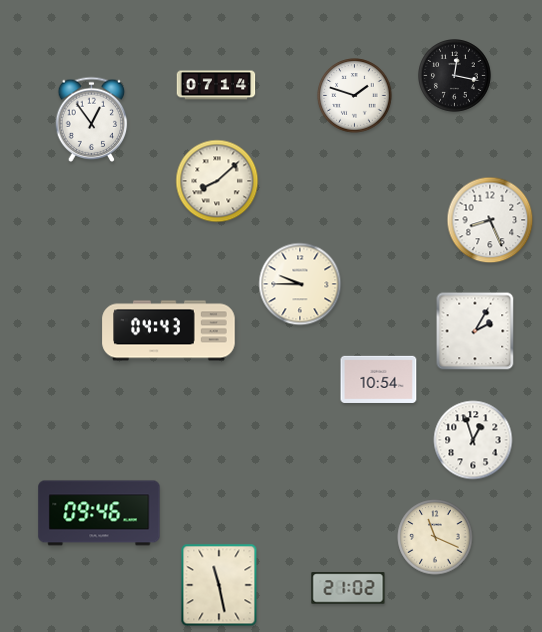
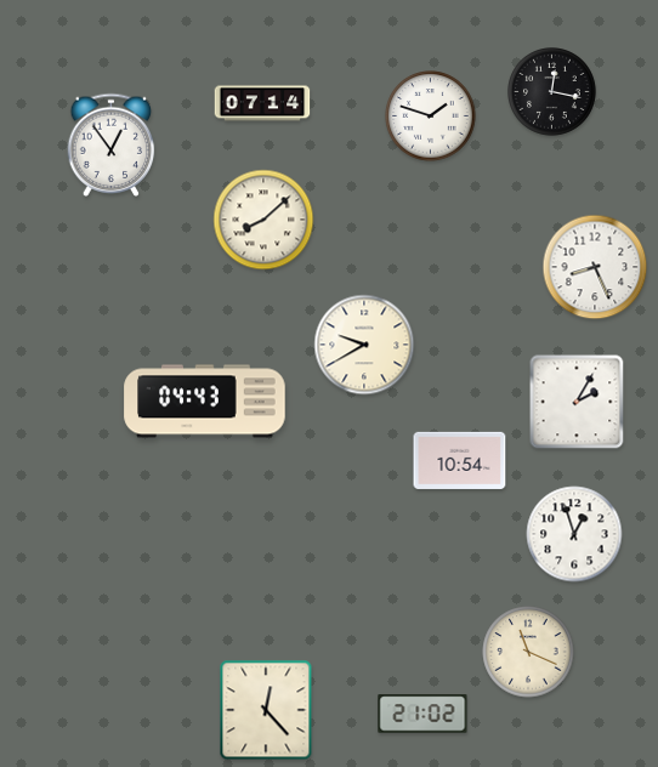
clock at (300, 284): 9:45 -> 9:40
clock at (99, 513): 09:46 -> none
clock at (219, 585): 11:28 -> 12:23
